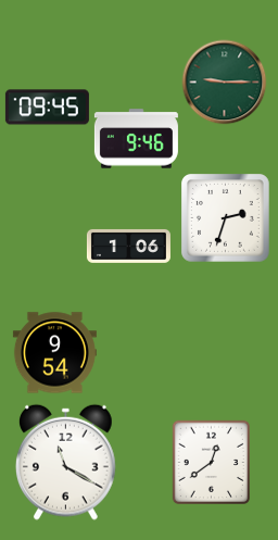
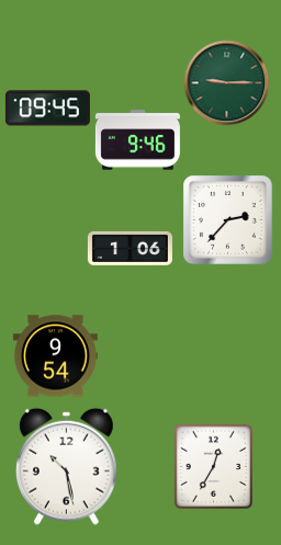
clock at (225, 217): 2:33 -> 2:37
clock at (66, 462): 11:20 -> 10:28
clock at (211, 462): 12:39 -> 12:35
